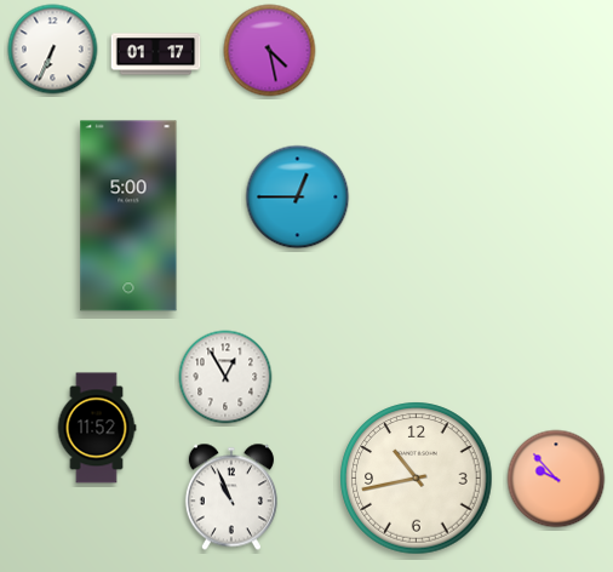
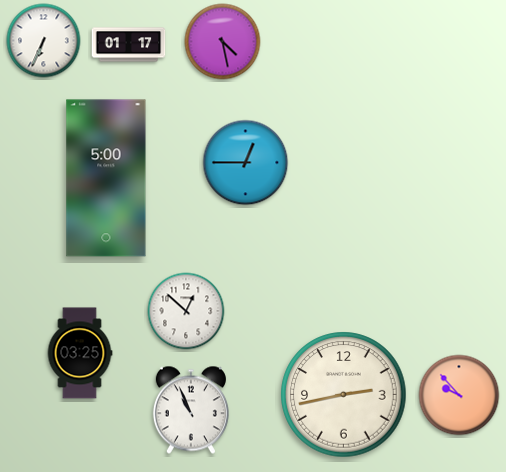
clock at (225, 377): 12:55 -> 12:52
clock at (97, 428): 11:52 -> 03:25
clock at (417, 479): 10:43 -> 2:43
